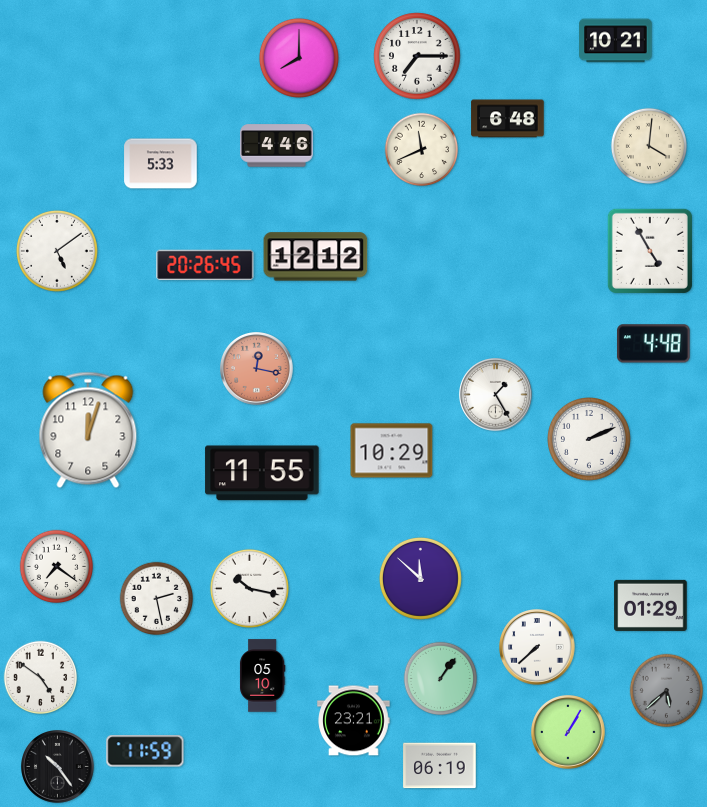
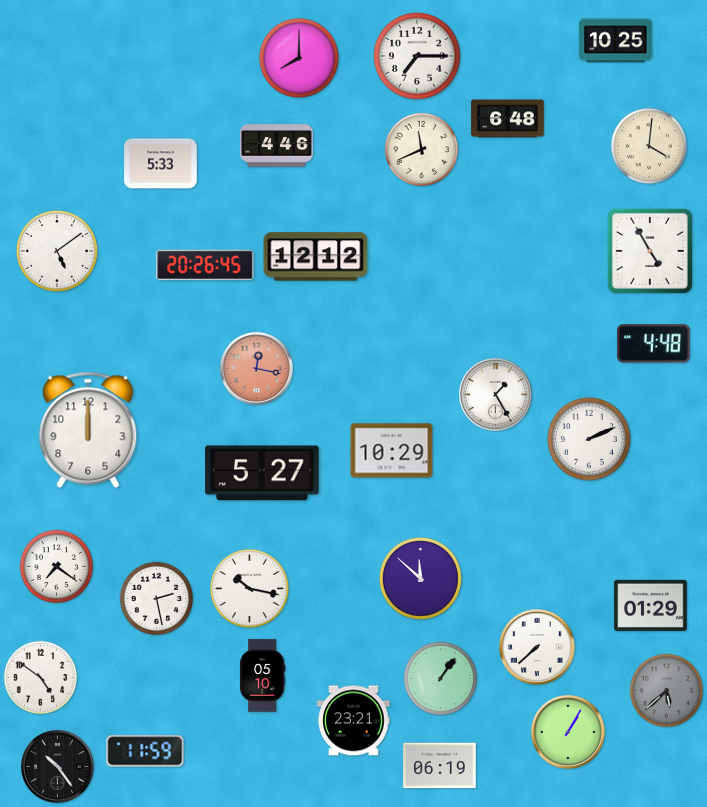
clock at (616, 41): 10:21 -> 10:25
clock at (88, 430): 12:03 -> 12:00
clock at (262, 473): 11:55 -> 5:27
